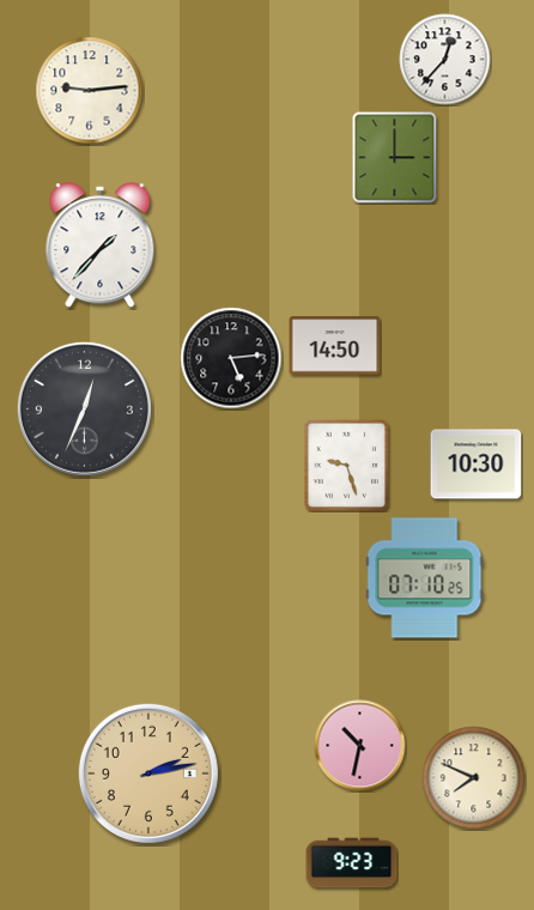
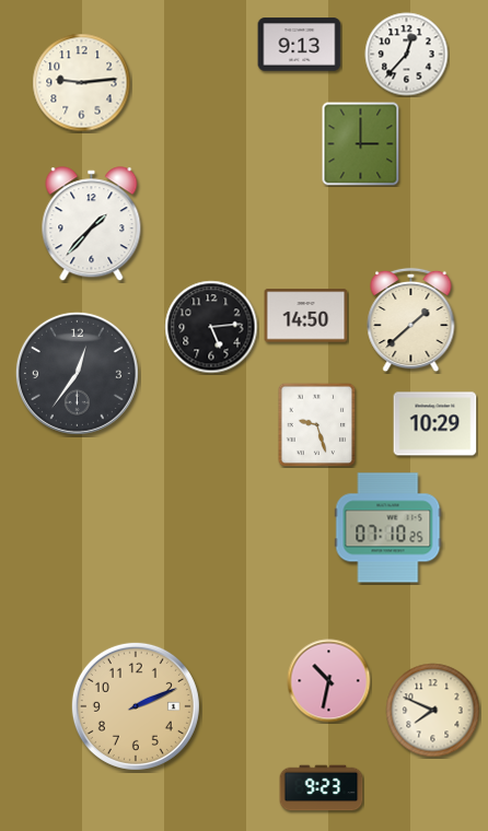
clock at (300, 45): none -> 9:13
clock at (411, 320): none -> 1:38
clock at (84, 408): 12:34 -> 12:36
clock at (477, 465): 10:30 -> 10:29
clock at (148, 773): 2:13 -> 2:11
